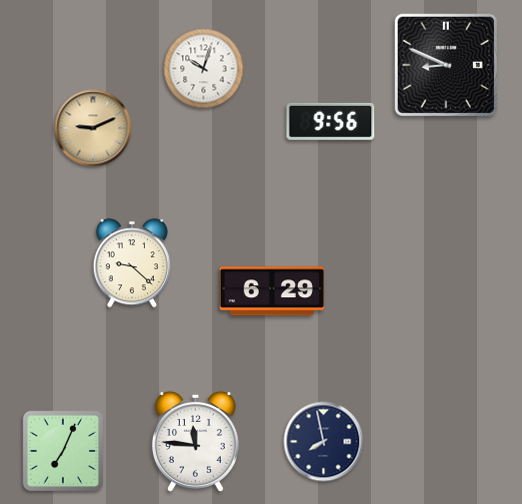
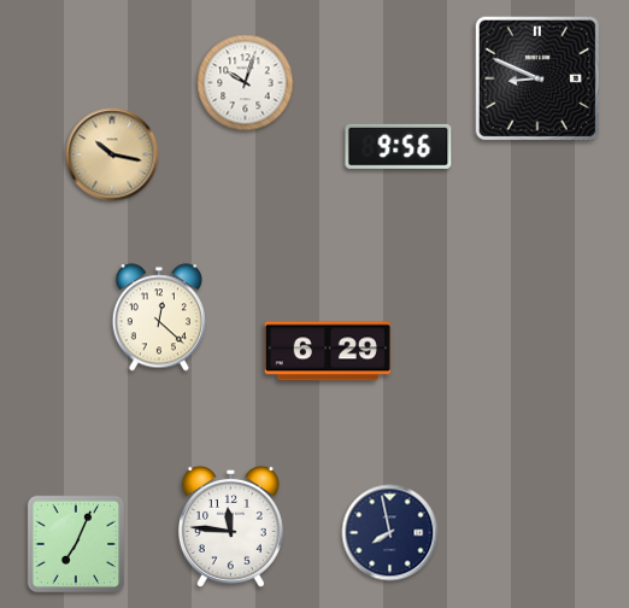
clock at (93, 128): 9:11 -> 10:17
clock at (132, 263): 9:22 -> 12:22
clock at (195, 441) position: (195, 441) -> (230, 526)
